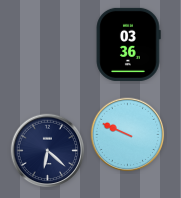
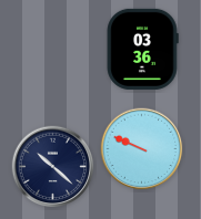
clock at (48, 151): 6:22 -> 10:22
